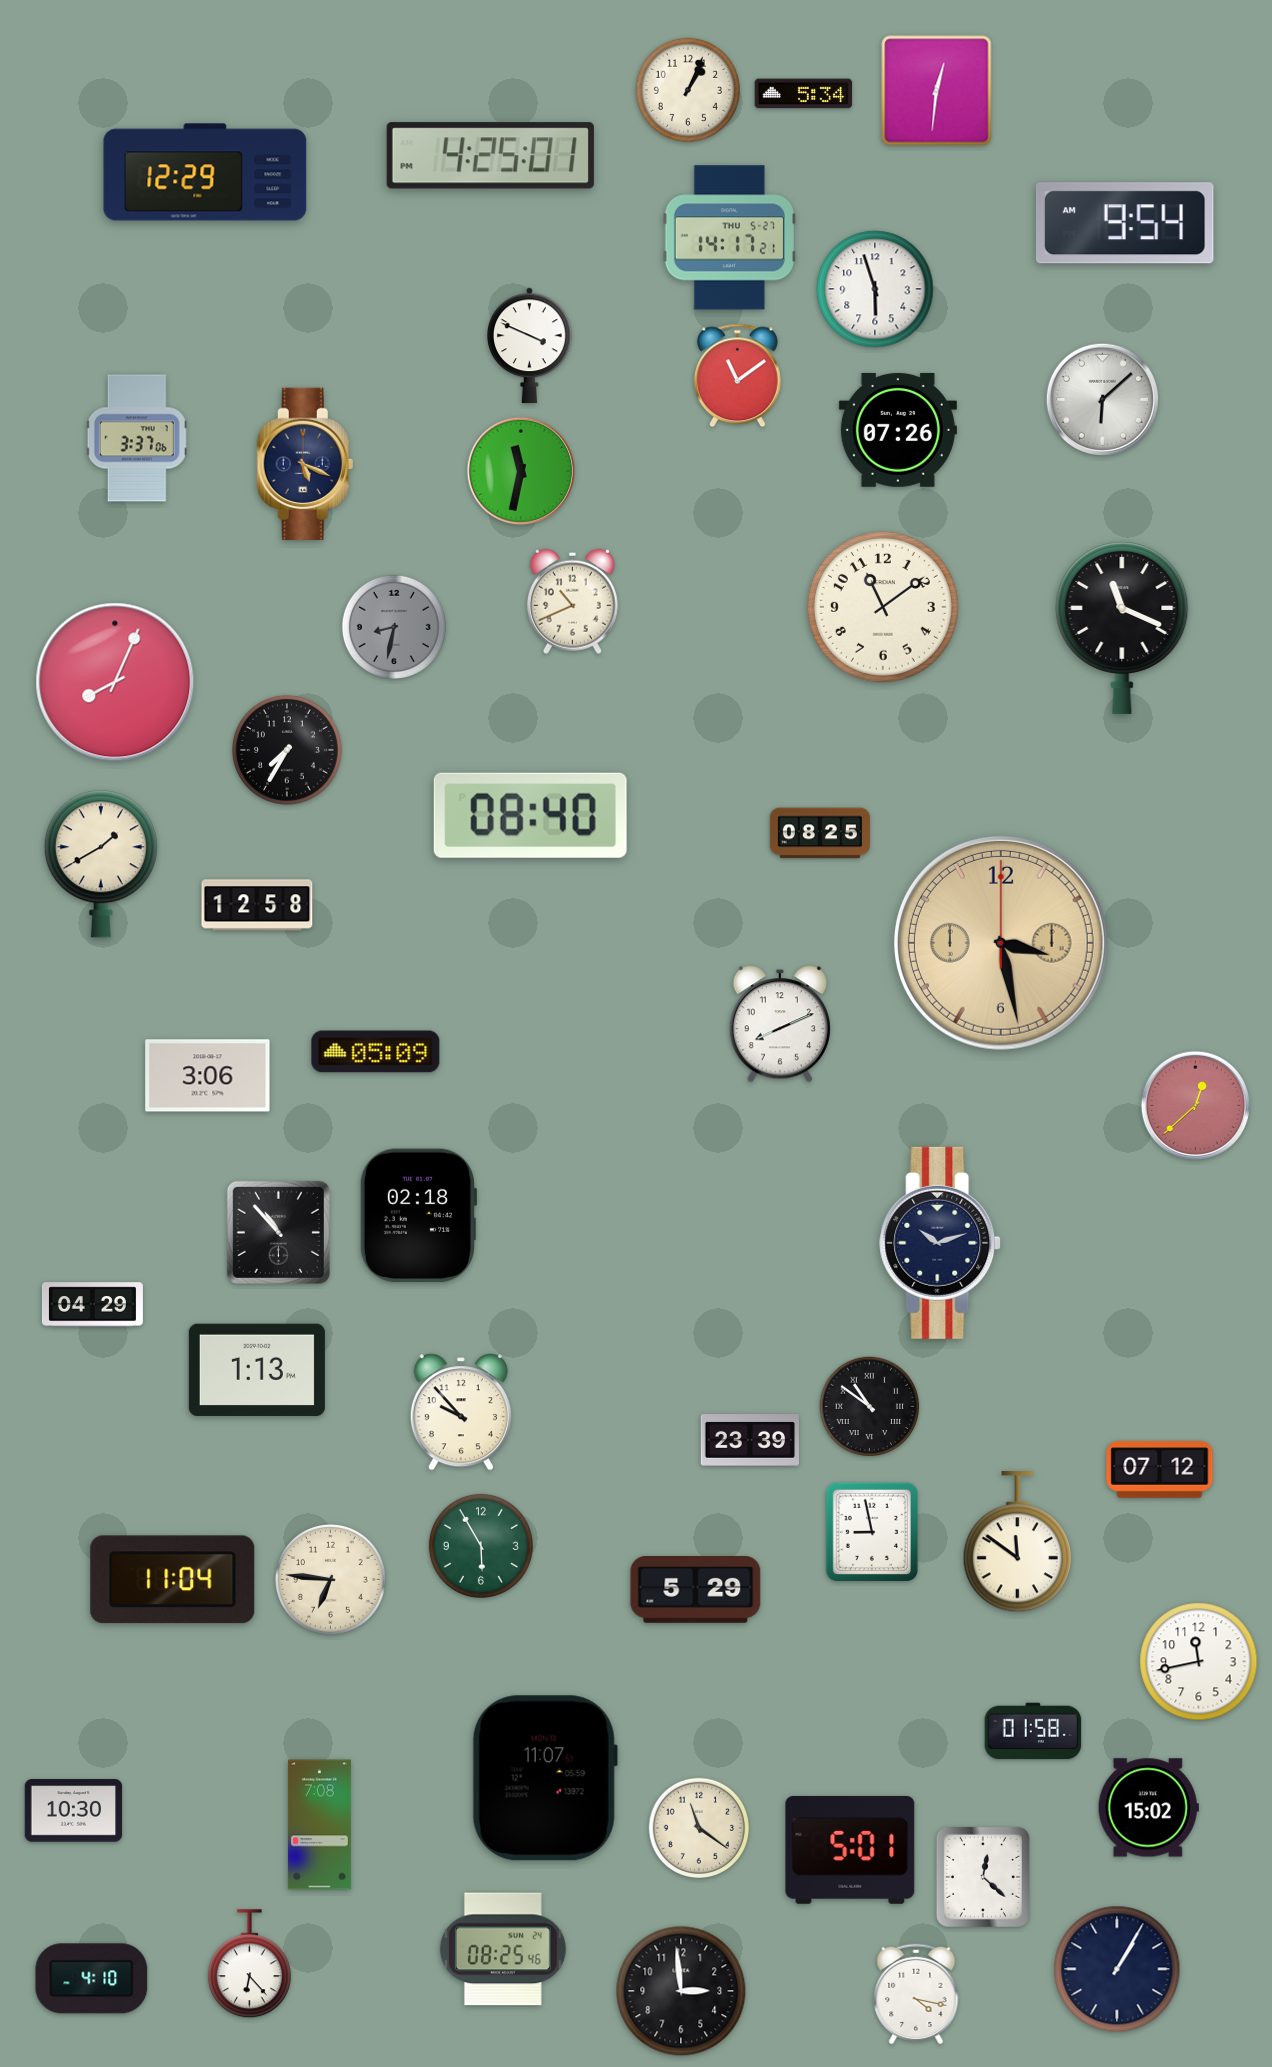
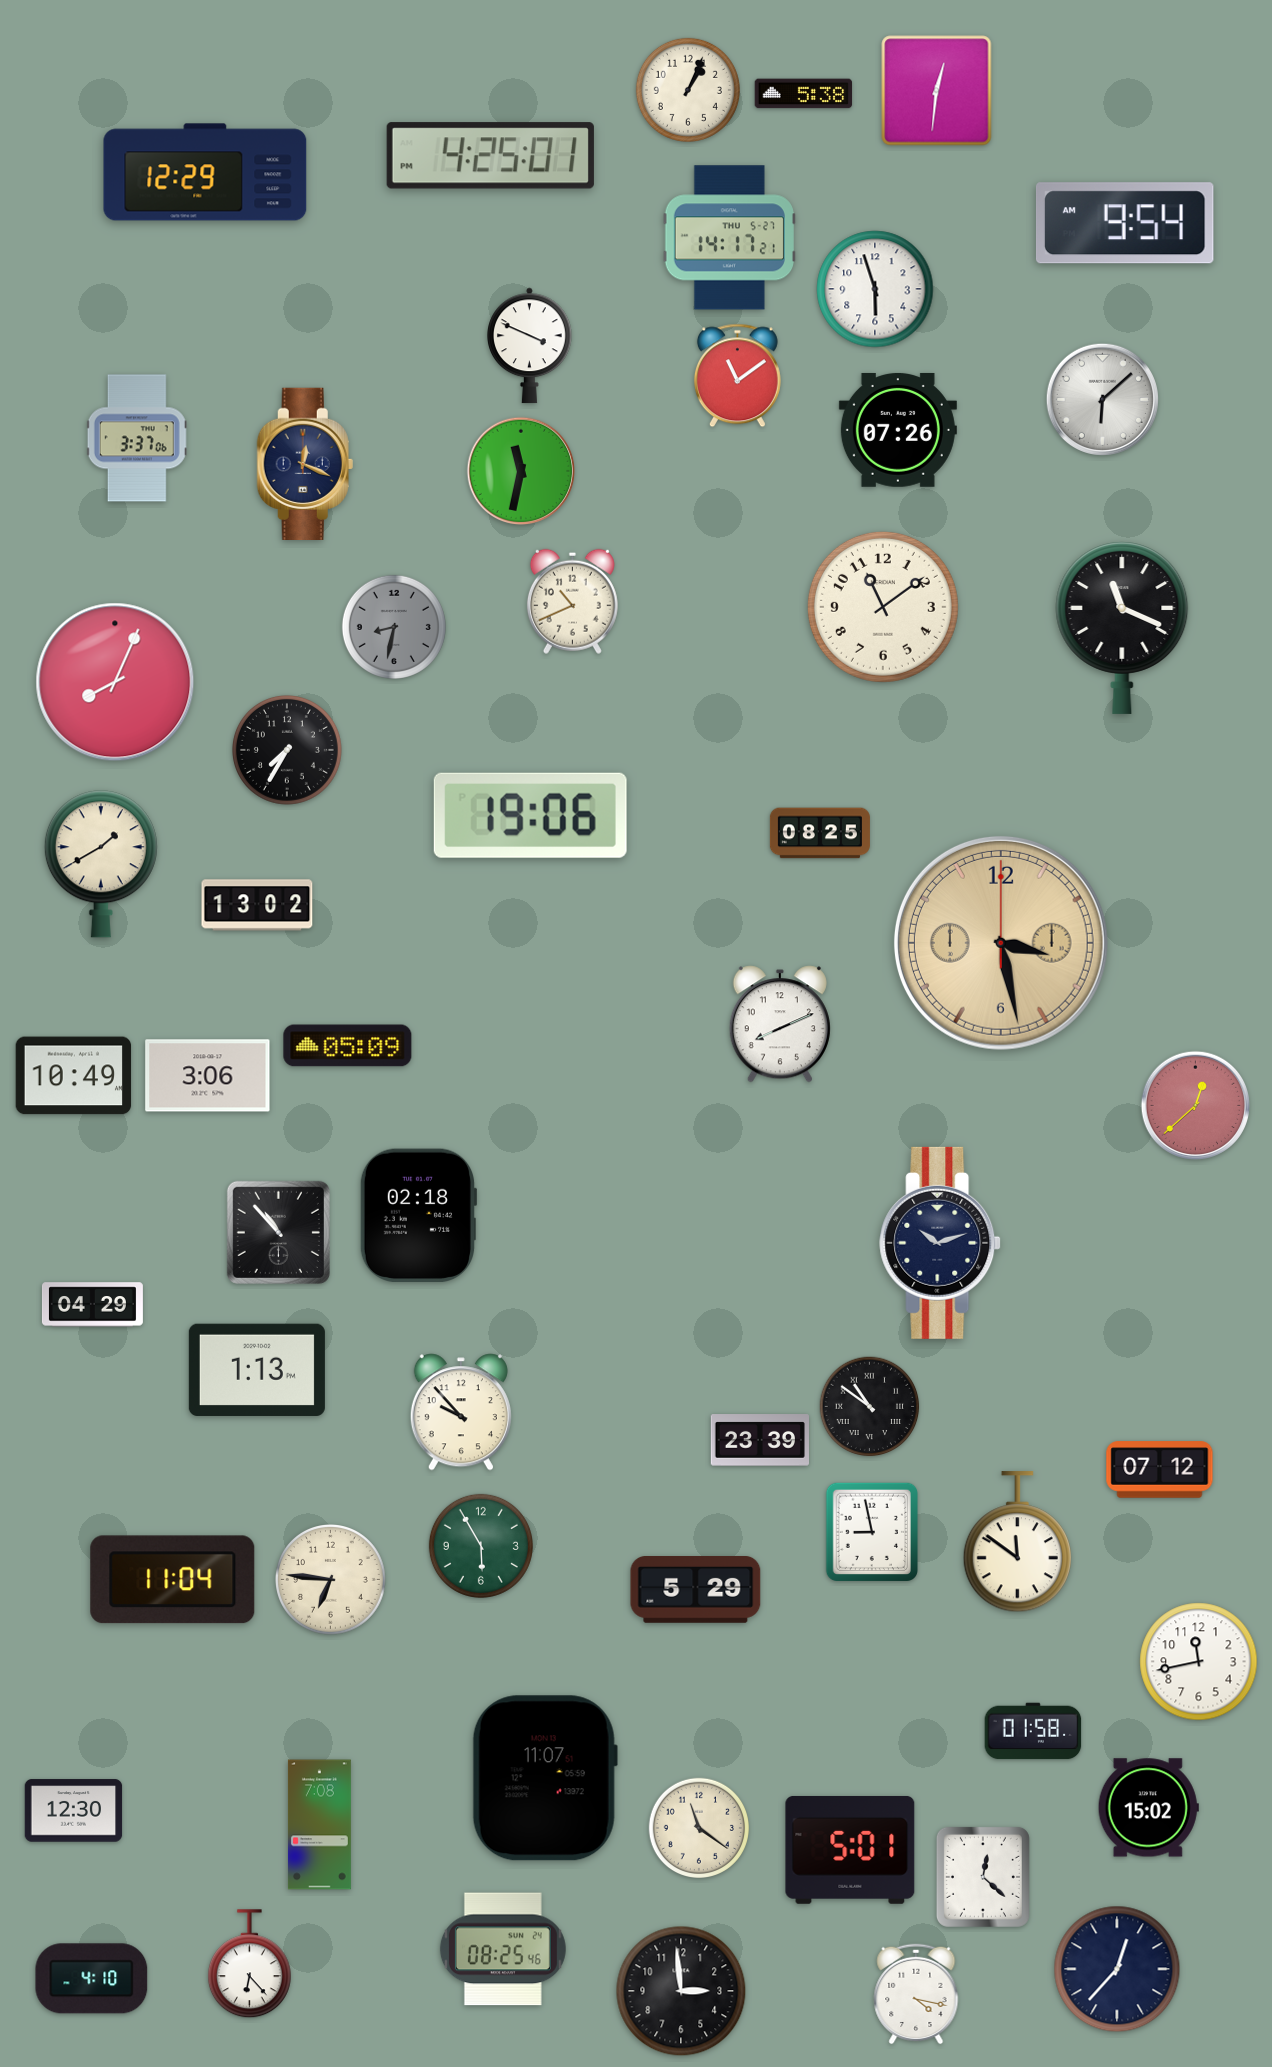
clock at (804, 94): 5:34 -> 5:38
clock at (305, 463): 5:19 -> 12:19
clock at (530, 815): 08:40 -> 19:06
clock at (257, 905): 12:58 -> 13:02
clock at (376, 1052) position: (376, 1052) -> (348, 1046)
clock at (74, 1076): none -> 10:49
clock at (749, 1440) position: (749, 1440) -> (759, 1440)
clock at (74, 1811): 10:30 -> 12:30
clock at (1117, 1969): 1:05 -> 12:37
